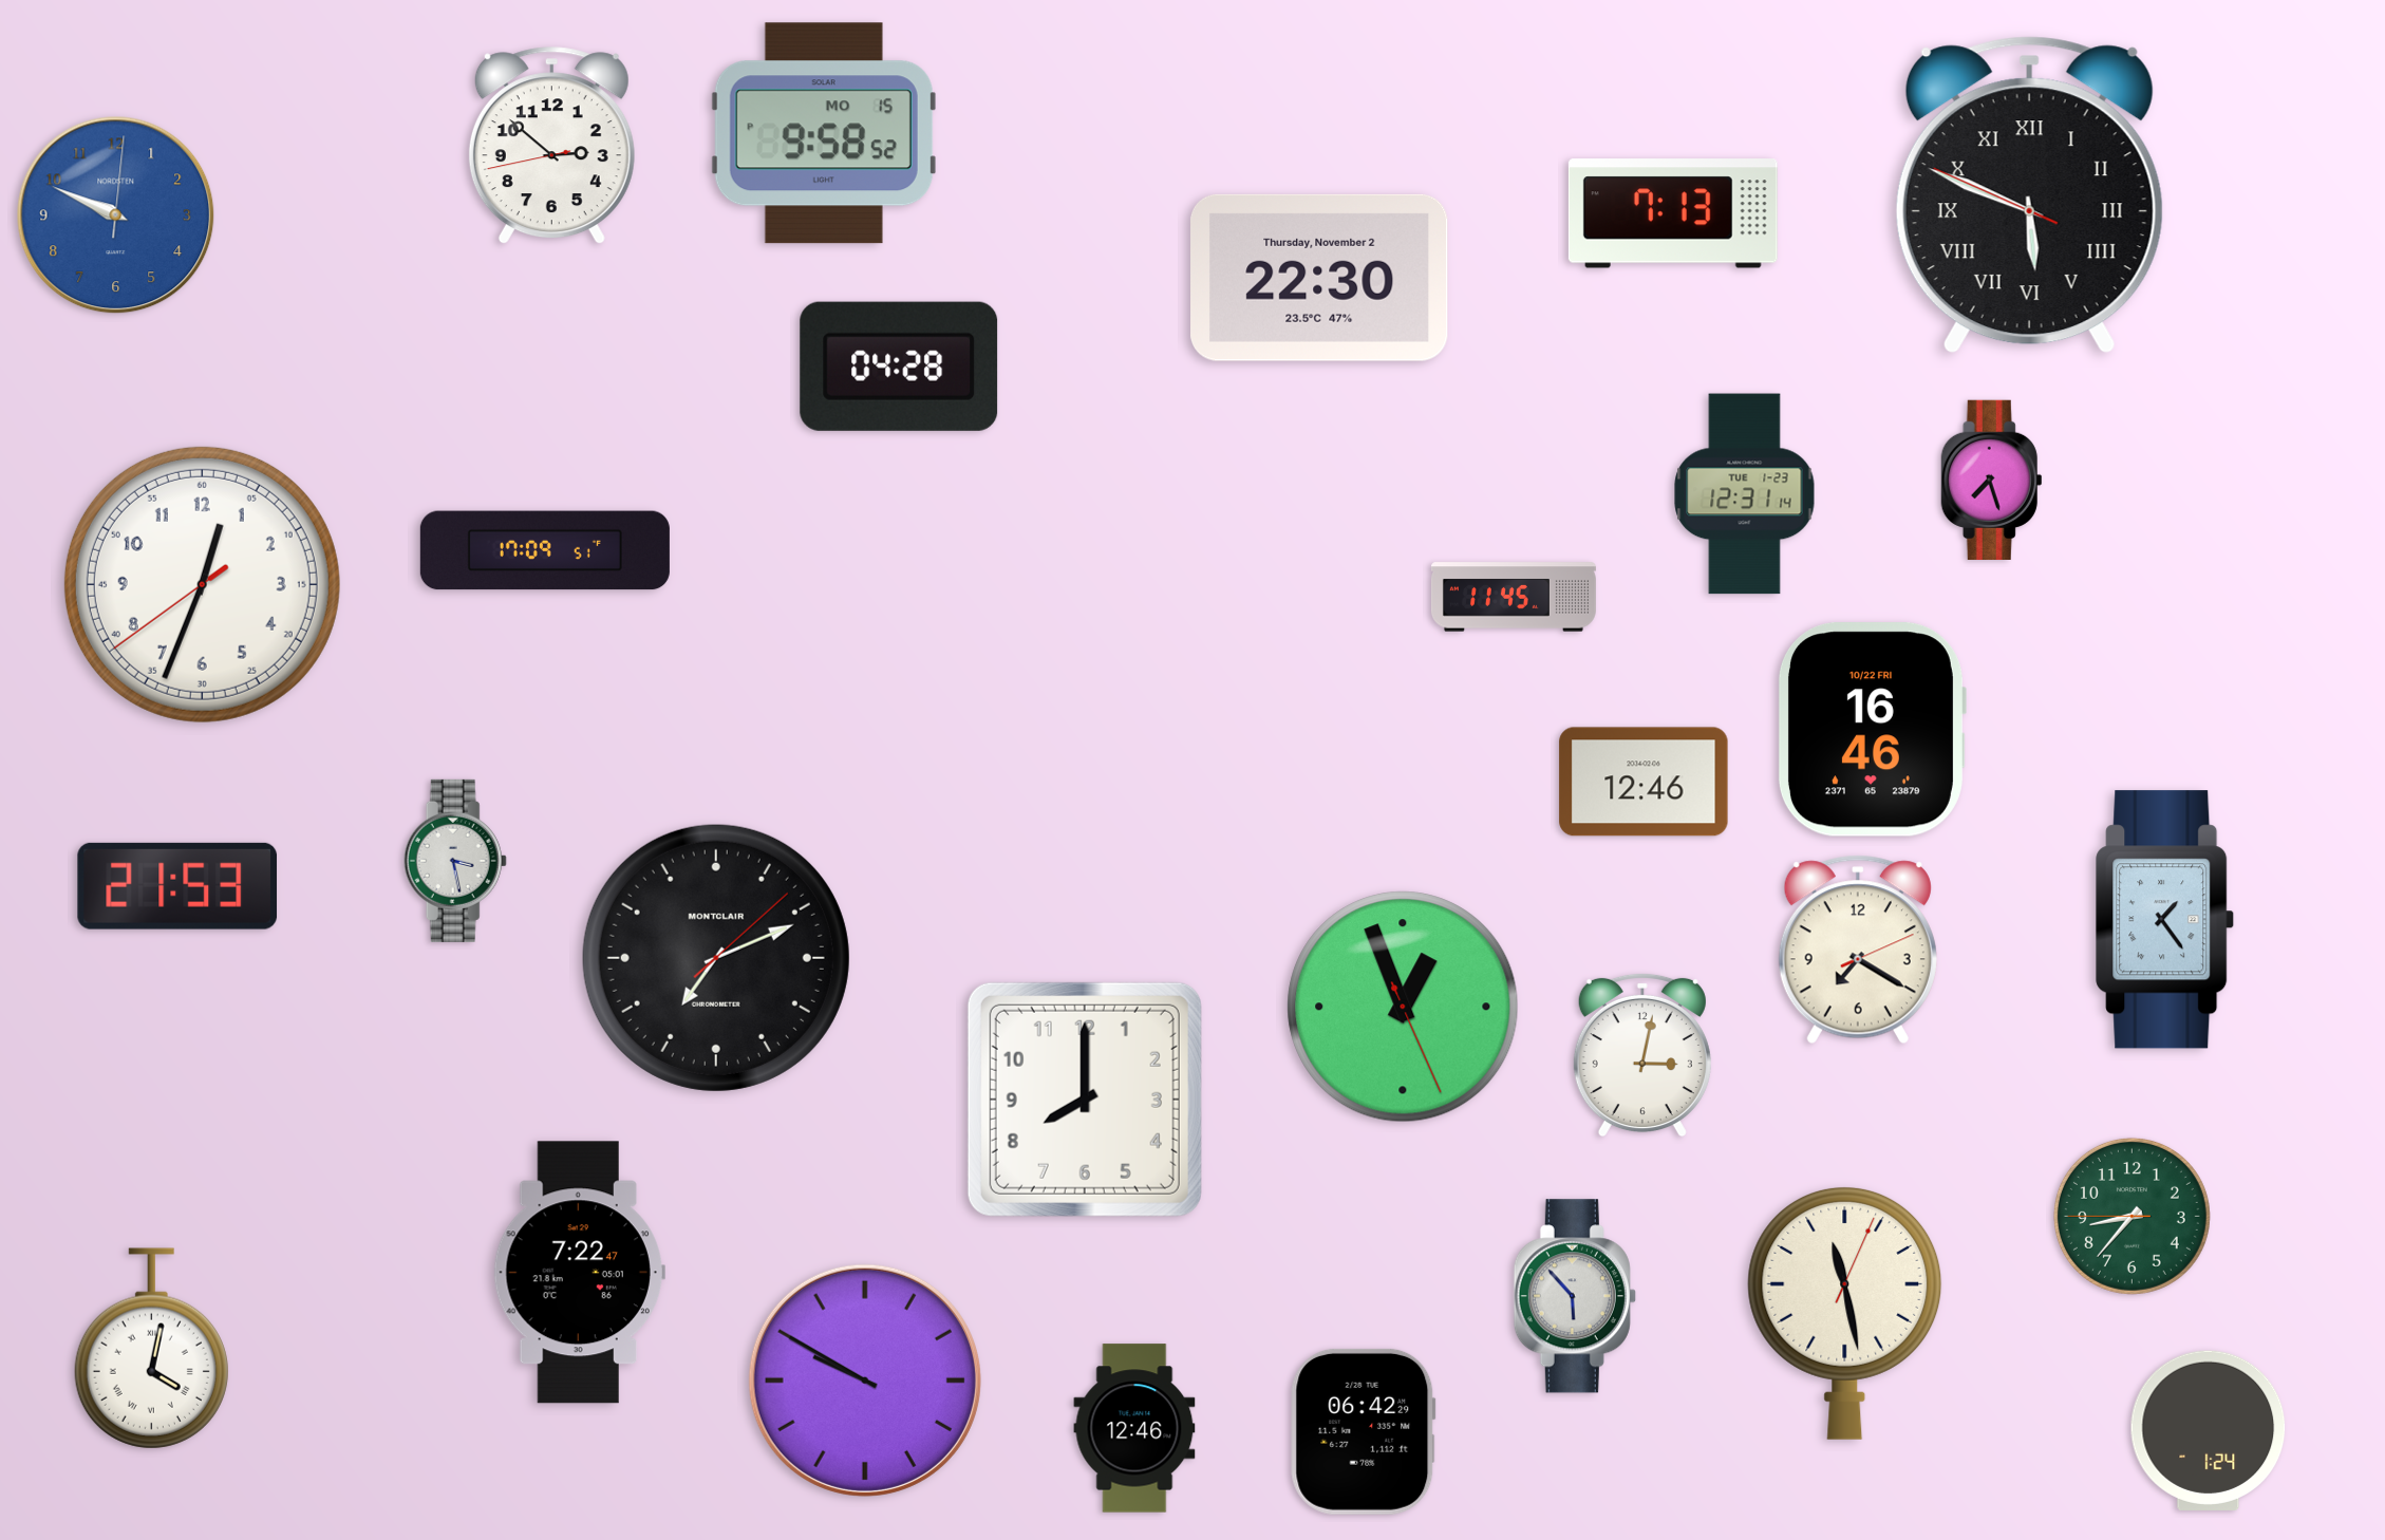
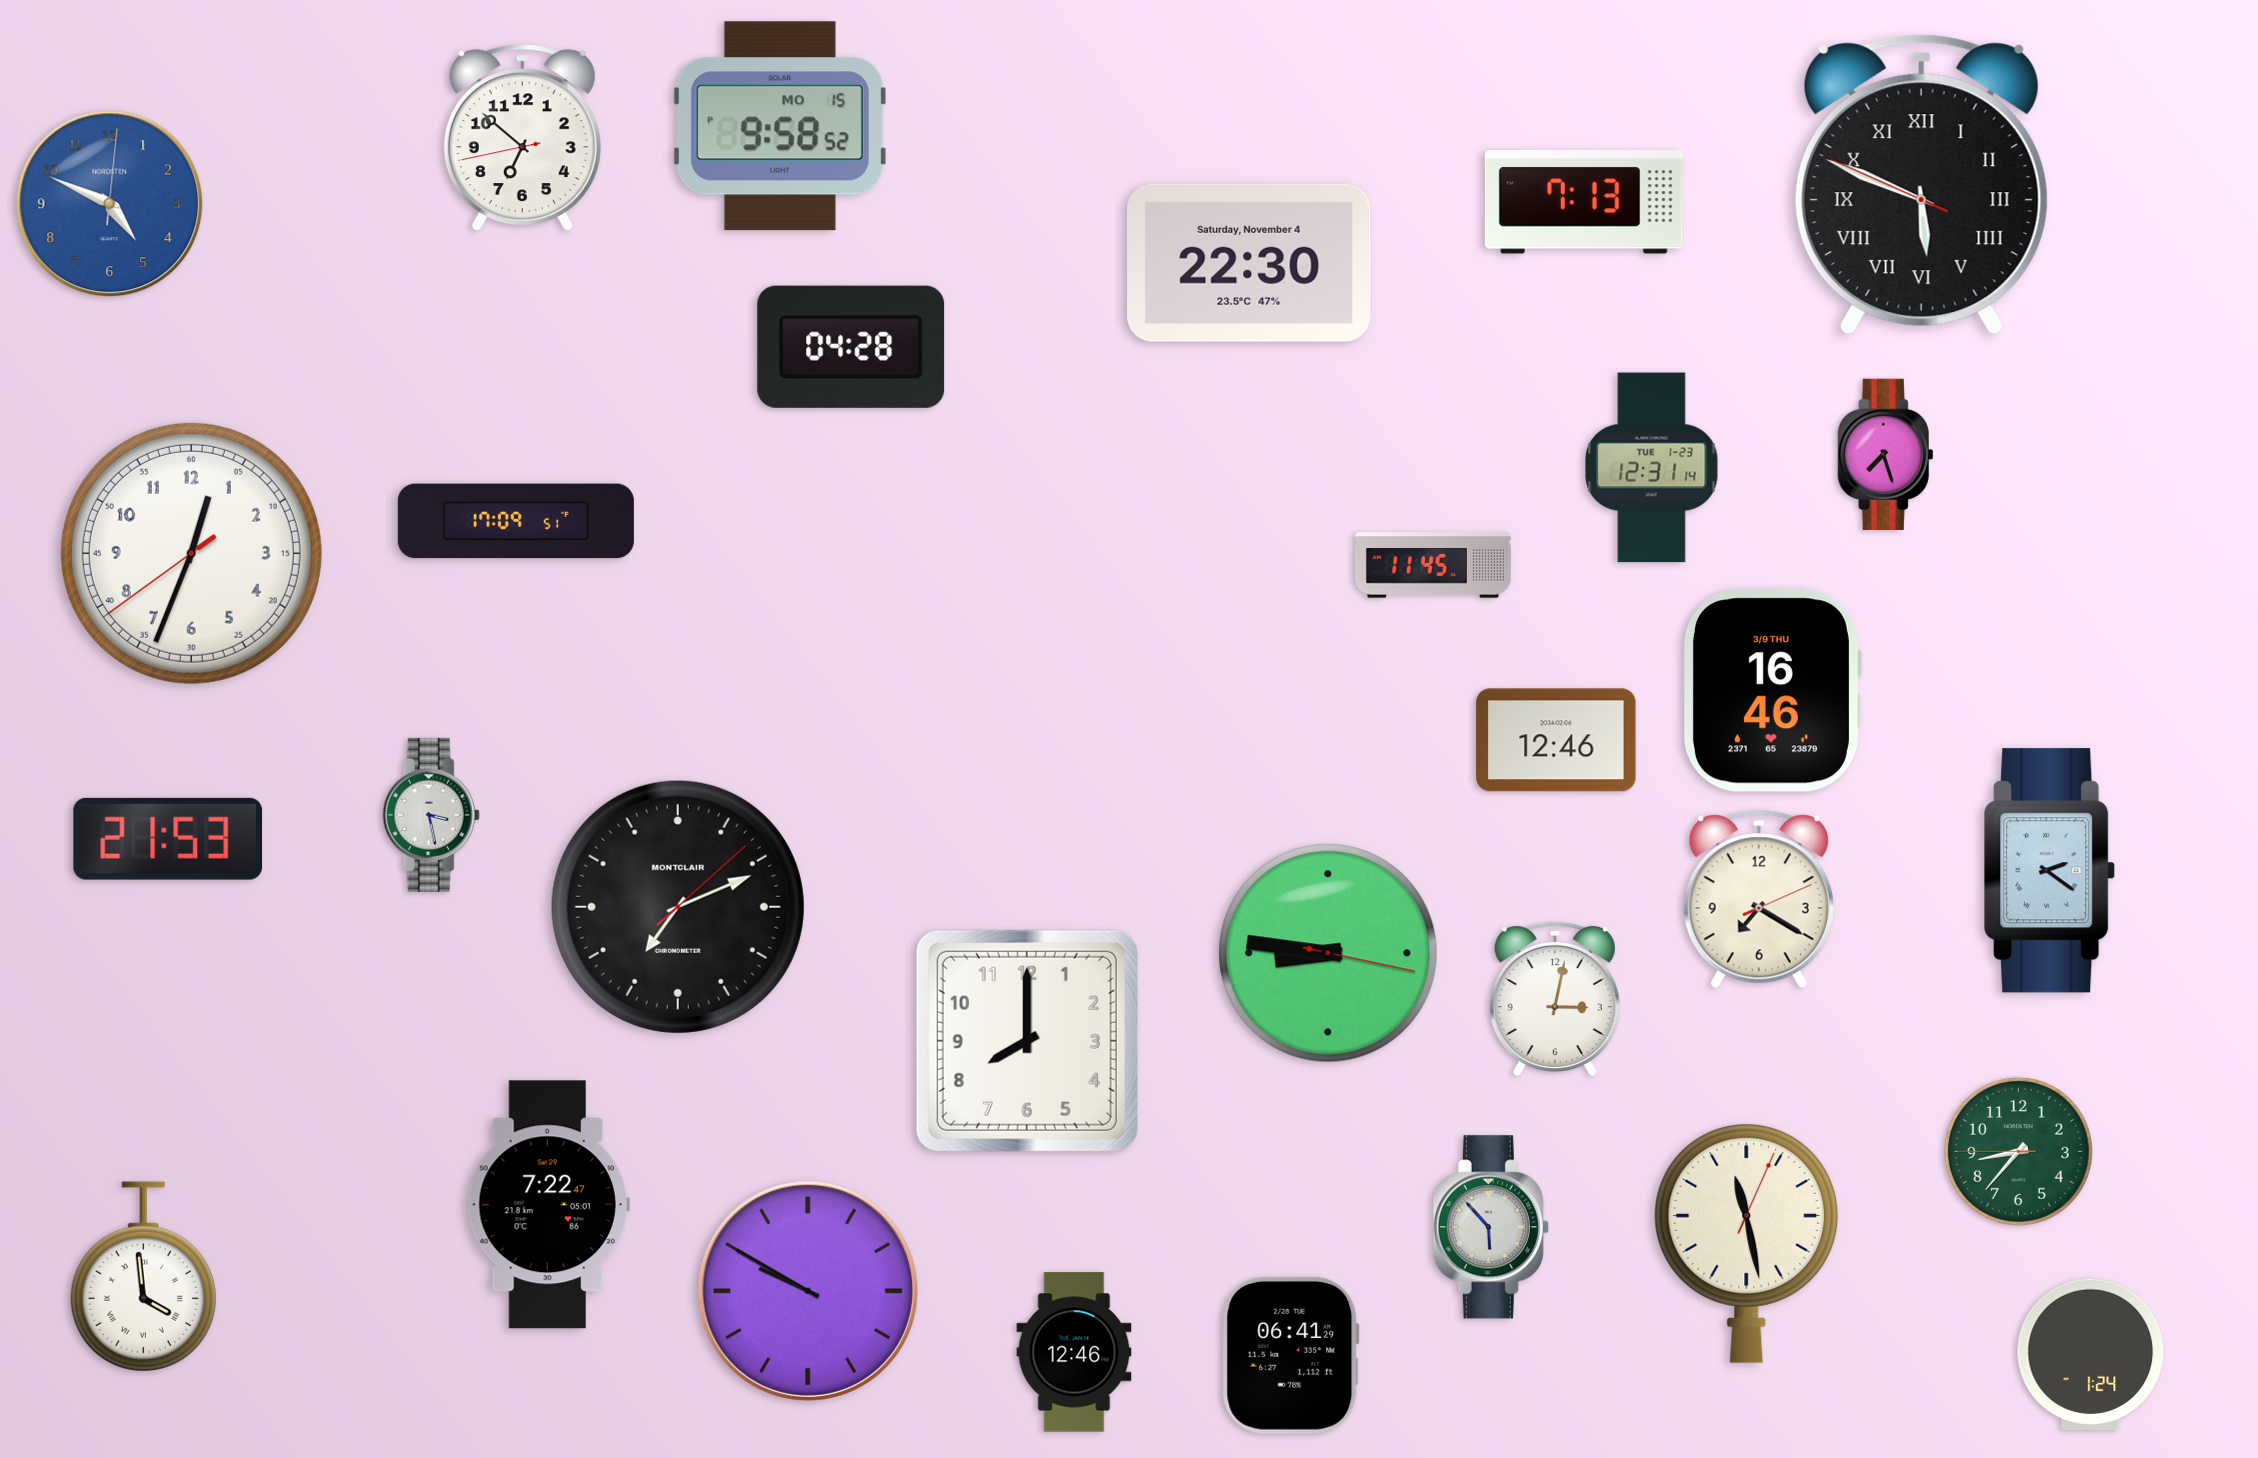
clock at (551, 146): 2:51 -> 6:51
clock at (116, 215): 9:49 -> 4:49
clock at (1319, 278) date: Thursday, November 2 -> Saturday, November 4
clock at (1872, 730) date: 10/22 FRI -> 3/9 THU
clock at (2165, 920): 1:24 -> 2:21
clock at (1403, 1007): 12:56 -> 8:46
clock at (151, 1349): 4:02 -> 3:59
clock at (865, 1381) position: (865, 1381) -> (808, 1291)
clock at (1364, 1431): 06:42 -> 06:41
